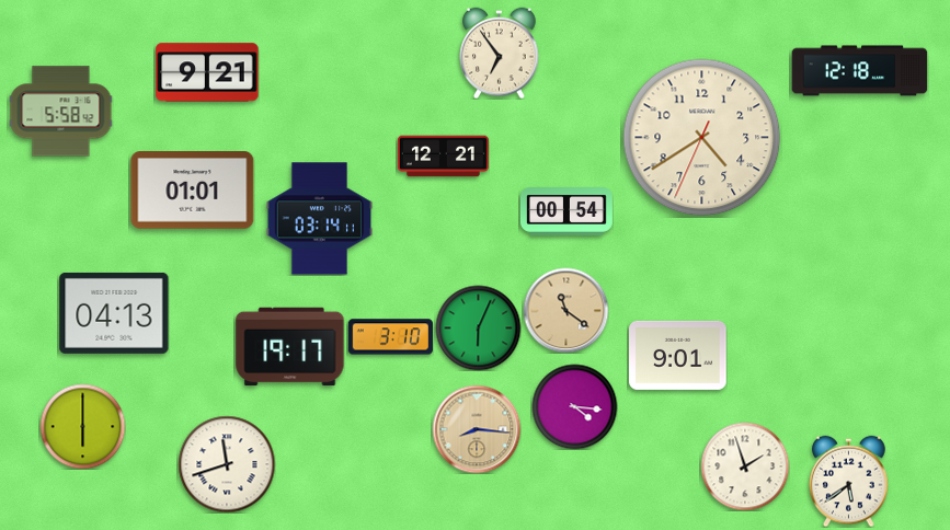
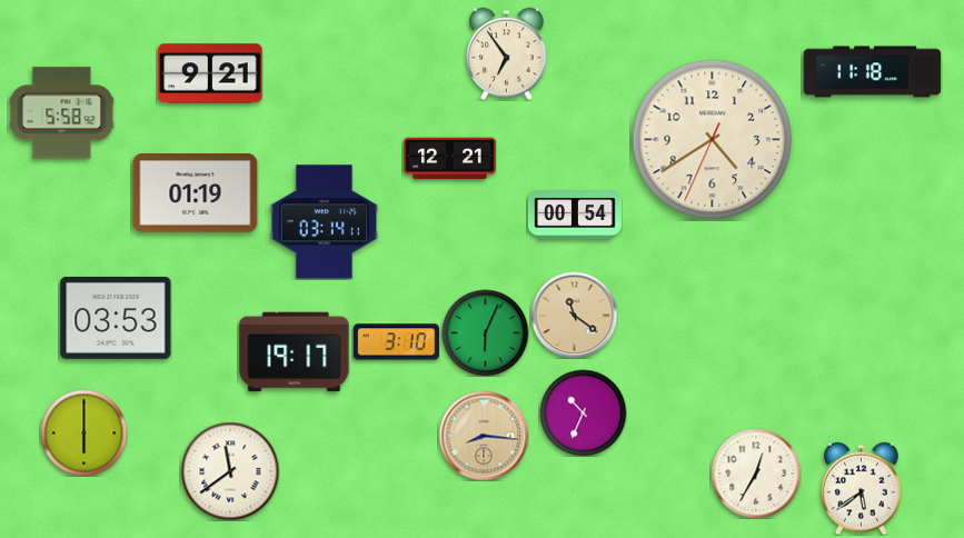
clock at (860, 71): 12:18 -> 11:18
clock at (193, 191): 01:01 -> 01:19
clock at (114, 313): 04:13 -> 03:53
clock at (678, 355): 9:01 -> none
clock at (574, 406): 4:16 -> 10:34
clock at (227, 464): 11:42 -> 11:39
clock at (745, 466): 1:57 -> 12:35
